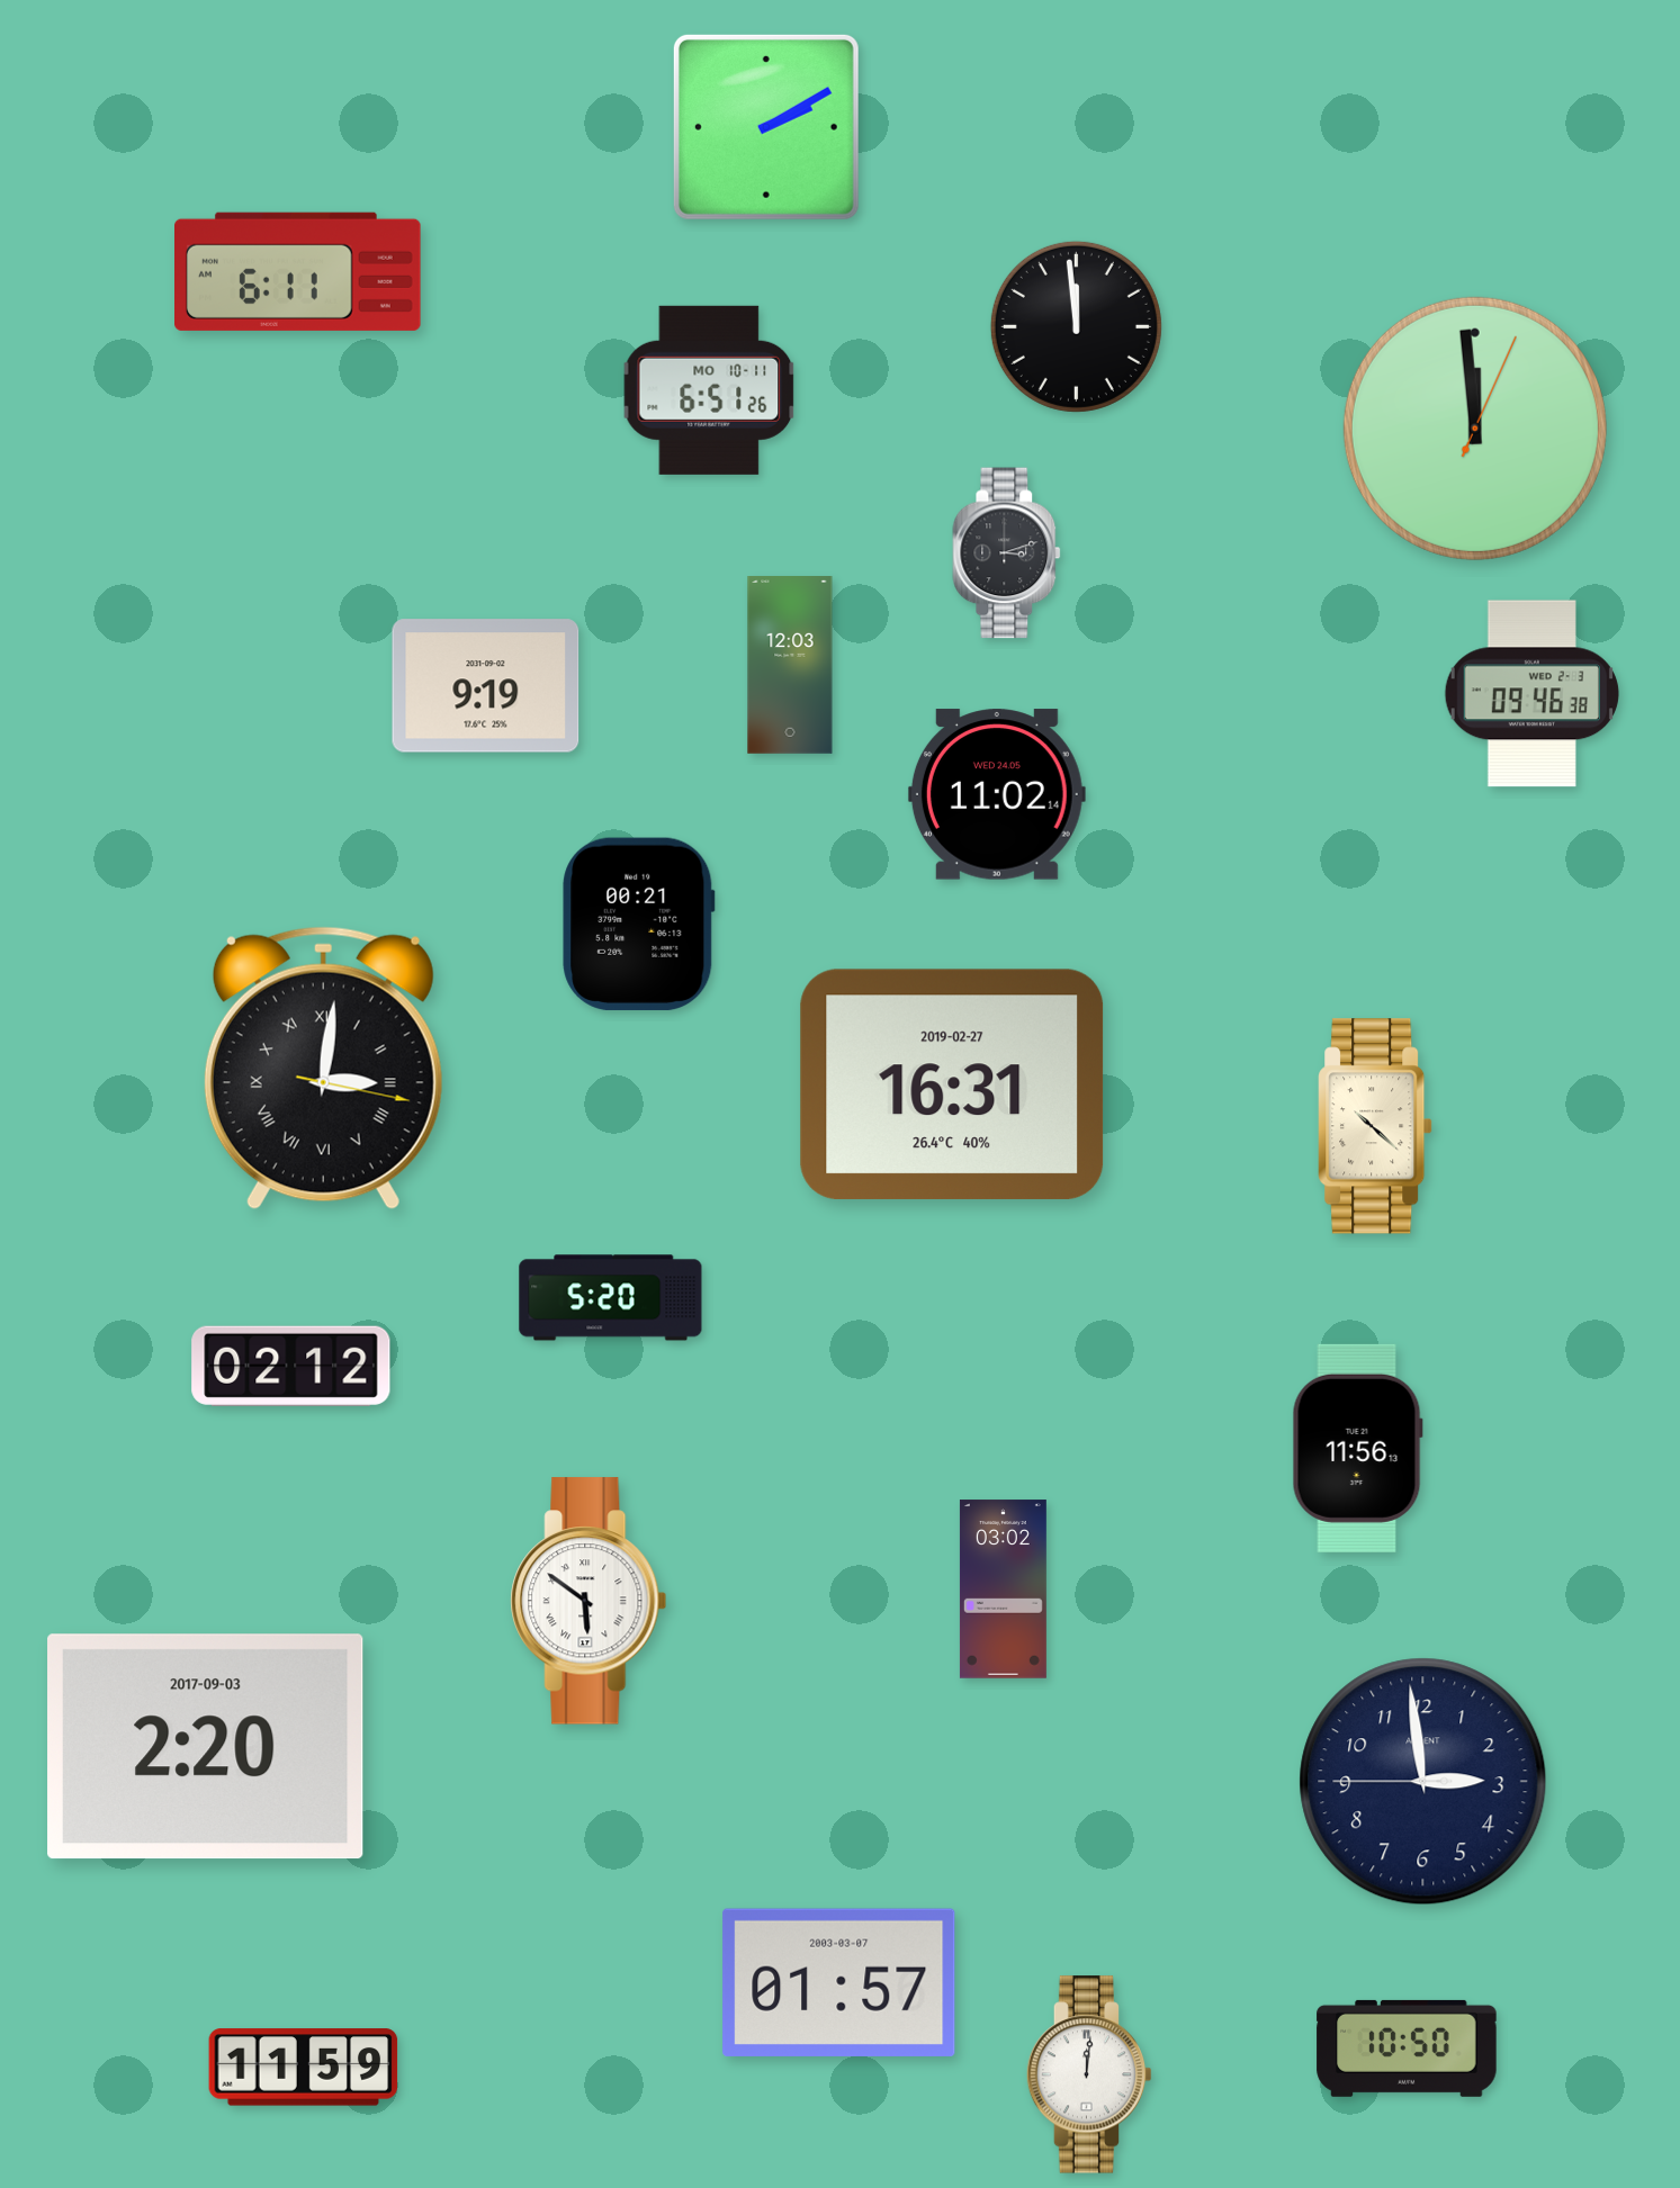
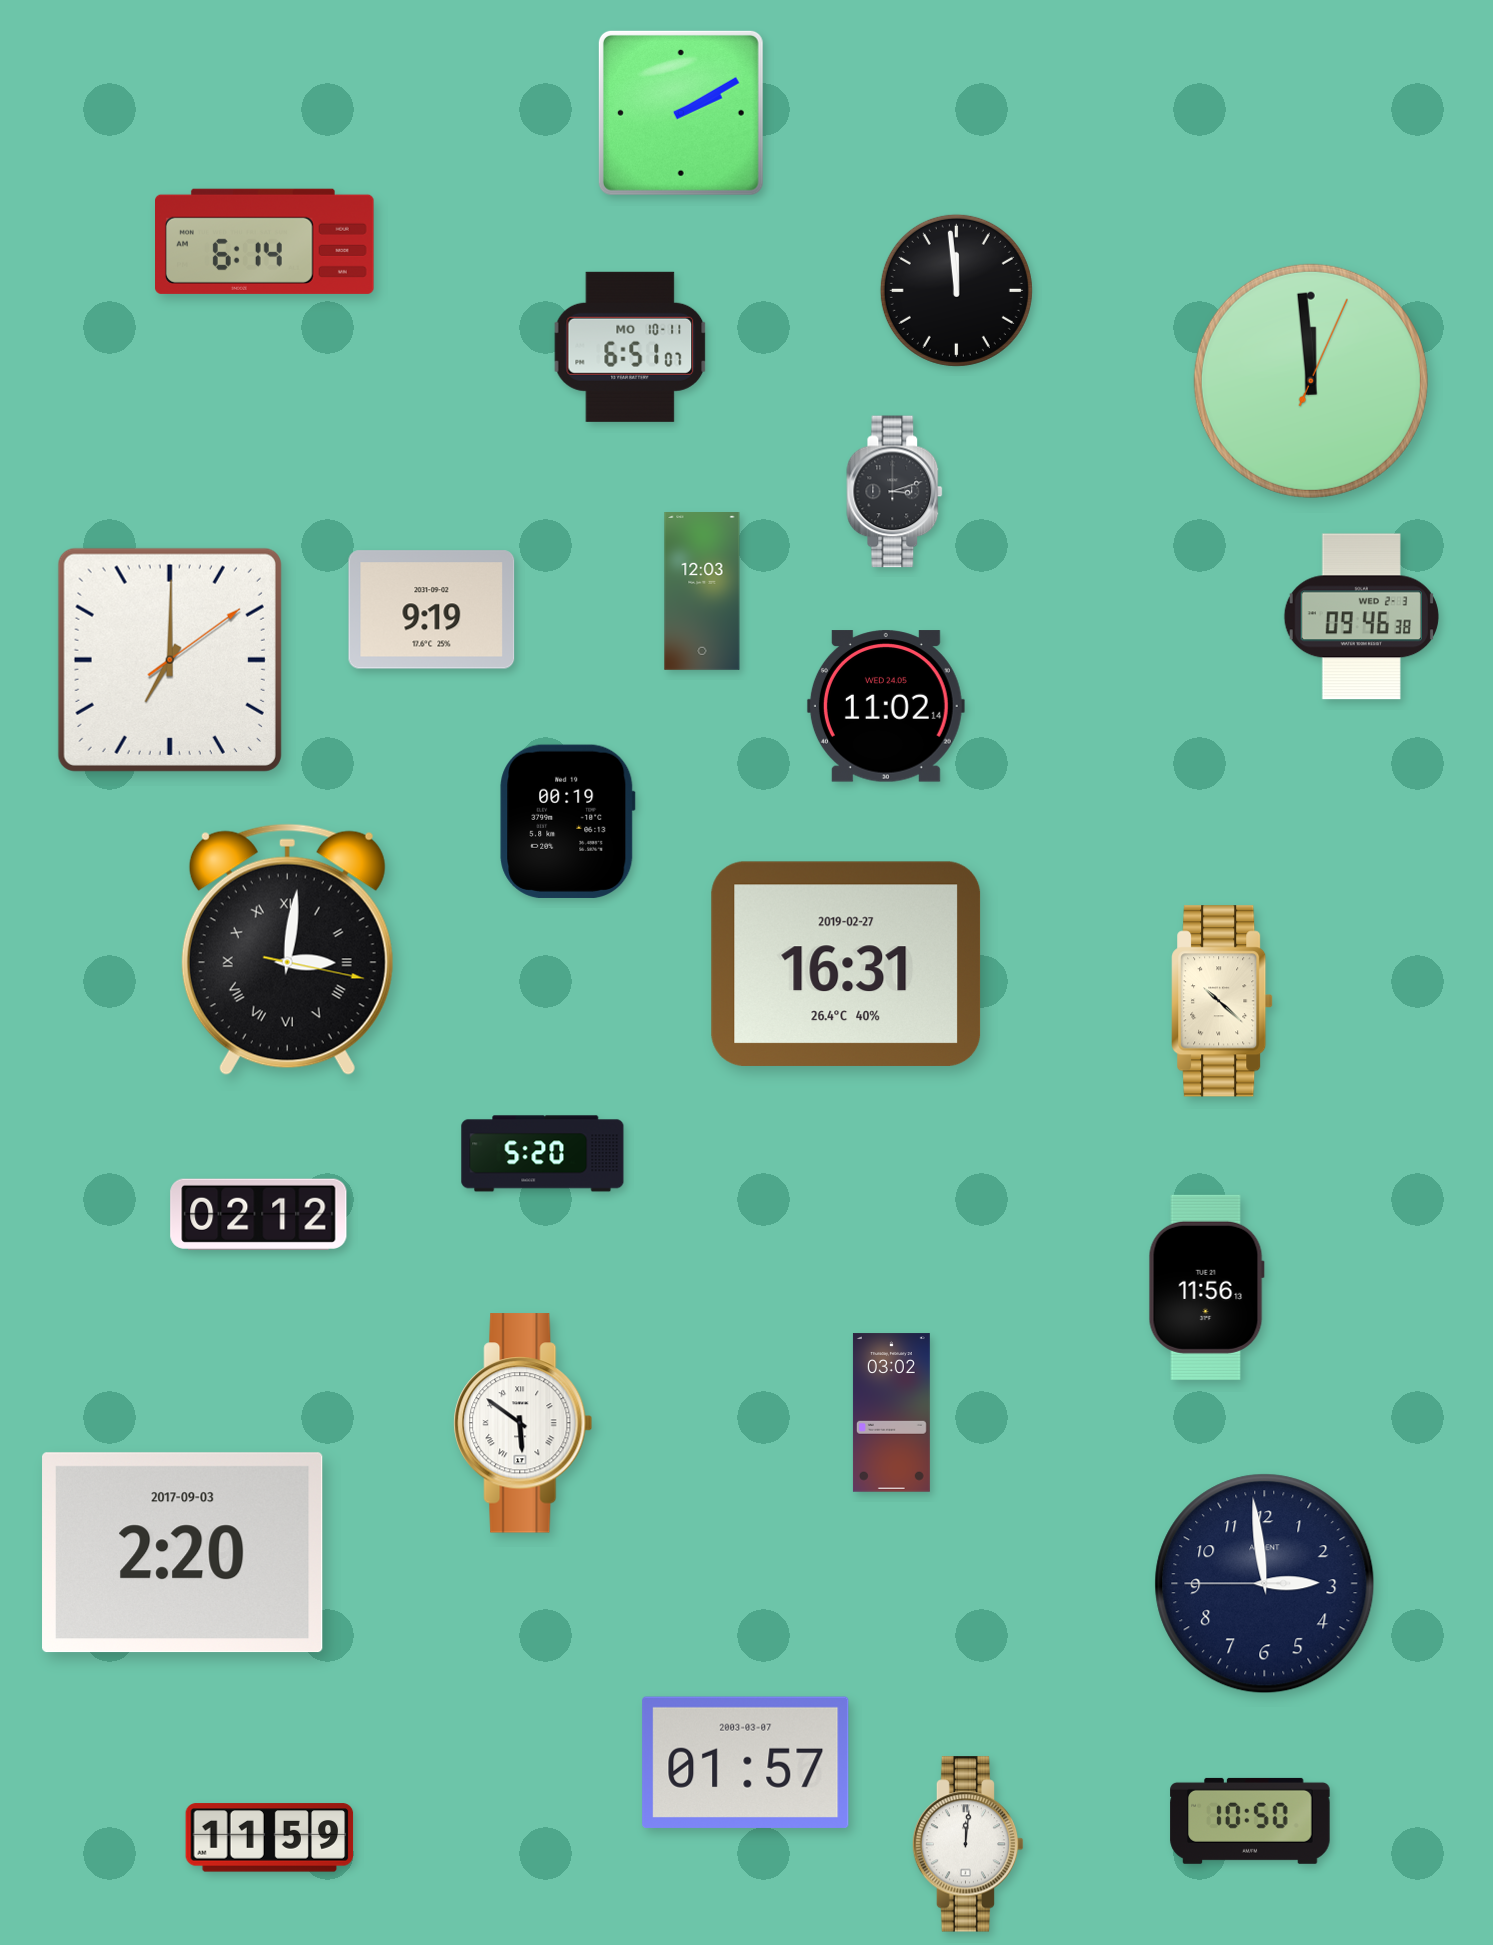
clock at (298, 271): 6:11 -> 6:14
clock at (709, 390): 6:51:26 -> 6:51:07
clock at (170, 660): none -> 7:00
clock at (639, 924): 00:21 -> 00:19
